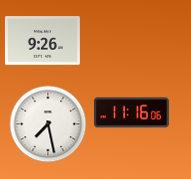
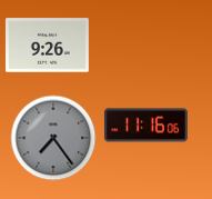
clock at (48, 124): 7:28 -> 7:24
clock at (48, 124) dial: white -> grey
